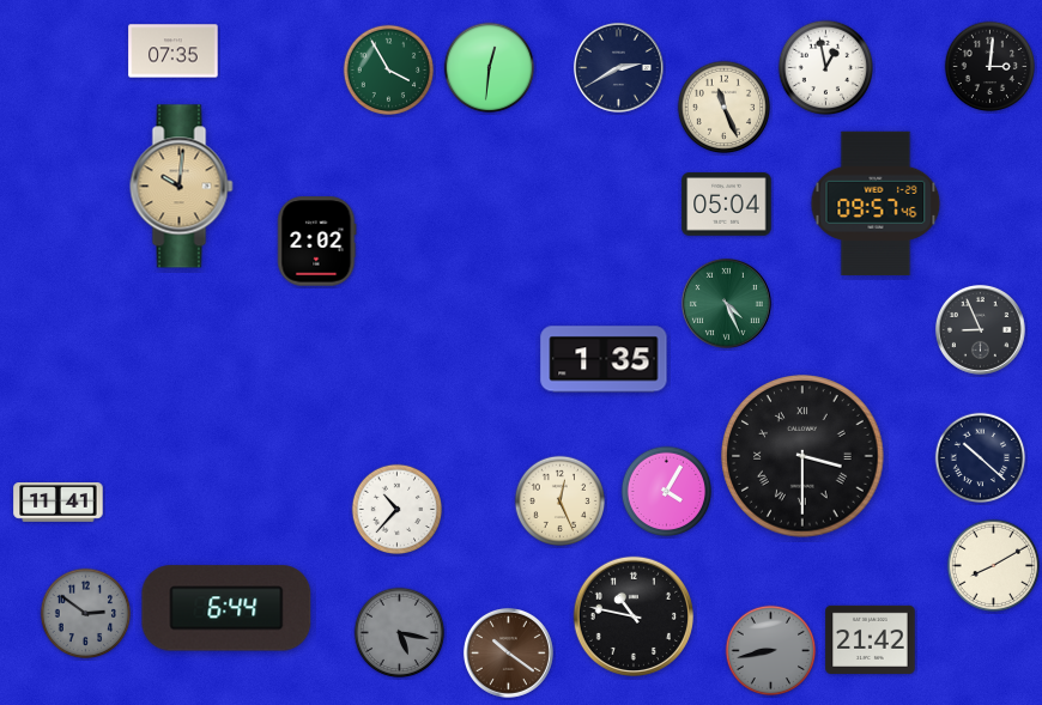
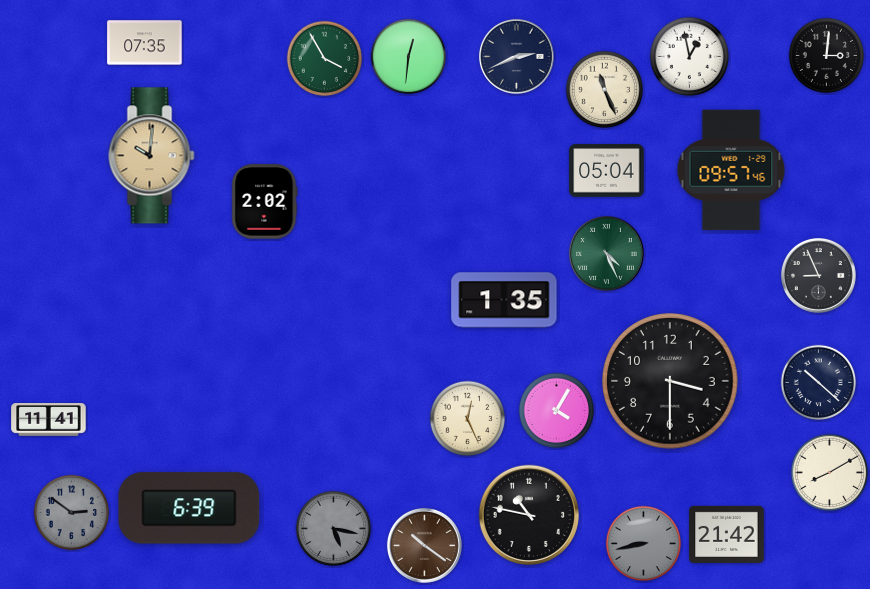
clock at (618, 67): 2:40 -> 2:41
clock at (802, 456) numerals: Roman -> Arabic
clock at (398, 510): 10:37 -> none
clock at (226, 608): 6:44 -> 6:39
